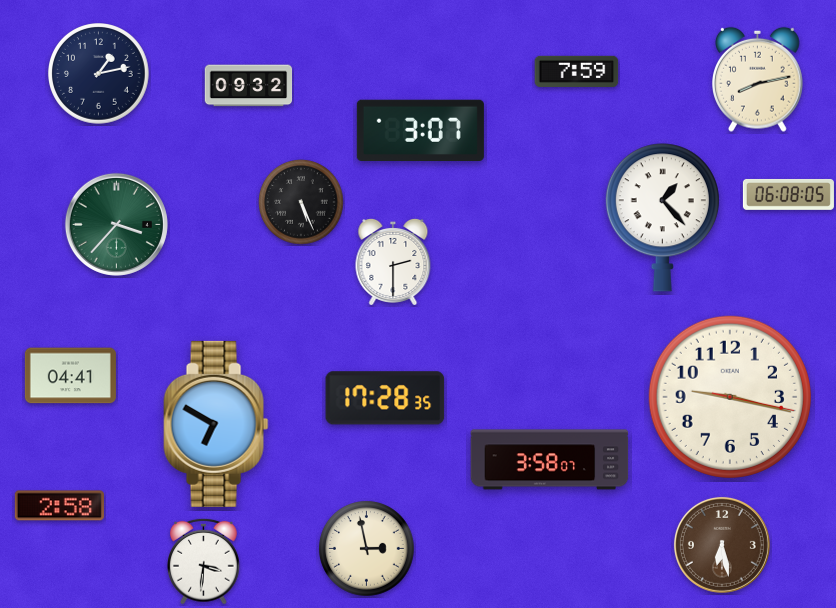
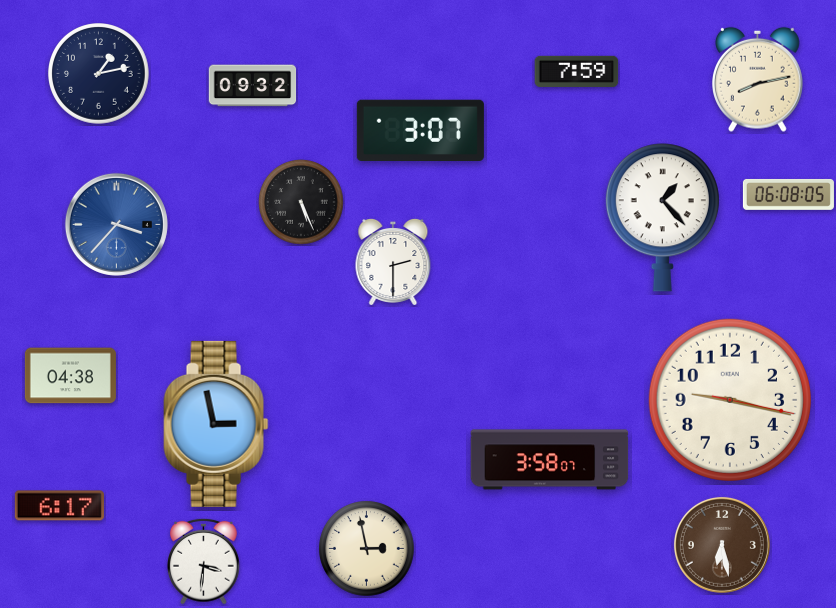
clock at (249, 86) position: (249, 86) -> (253, 86)
clock at (116, 224) dial: green -> blue
clock at (70, 376): 04:41 -> 04:38
clock at (730, 397) position: (730, 397) -> (730, 400)
clock at (385, 398): 17:28 -> none
clock at (216, 424): 6:50 -> 2:58
clock at (59, 506): 2:58 -> 6:17
